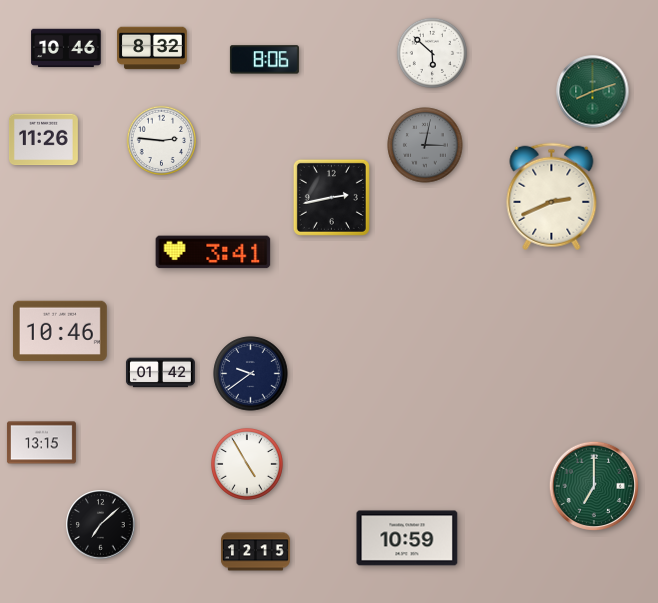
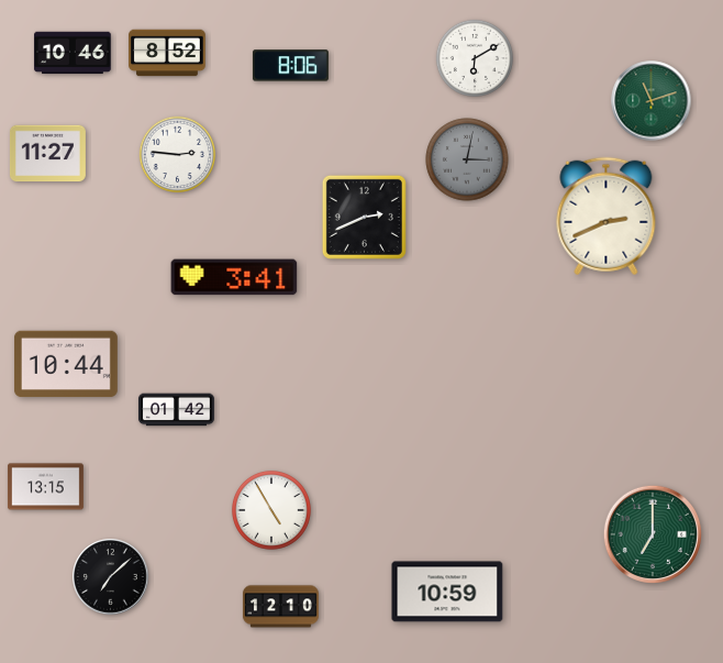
clock at (152, 48): 8:32 -> 8:52
clock at (432, 53): 5:52 -> 6:10
clock at (593, 92): 8:12 -> 11:12
clock at (43, 140): 11:26 -> 11:27
clock at (331, 197): 2:43 -> 2:41
clock at (60, 331): 10:46 -> 10:44
clock at (251, 374): 9:39 -> none
clock at (255, 552): 12:15 -> 12:10
